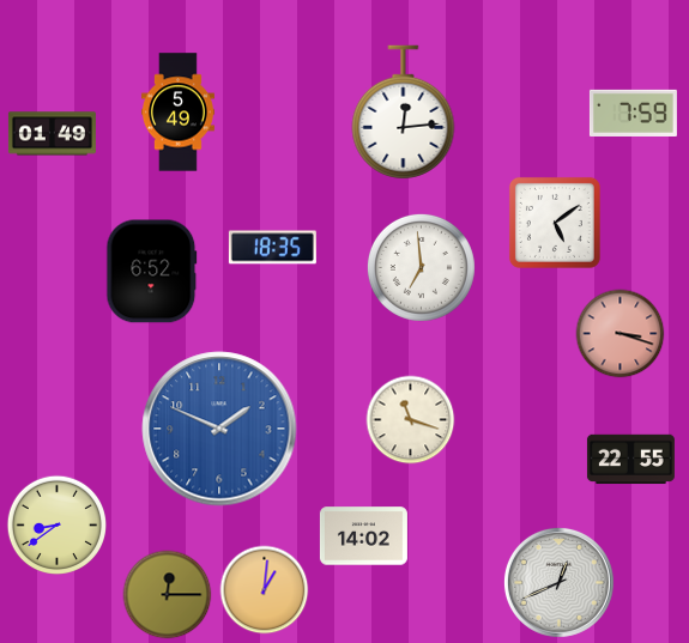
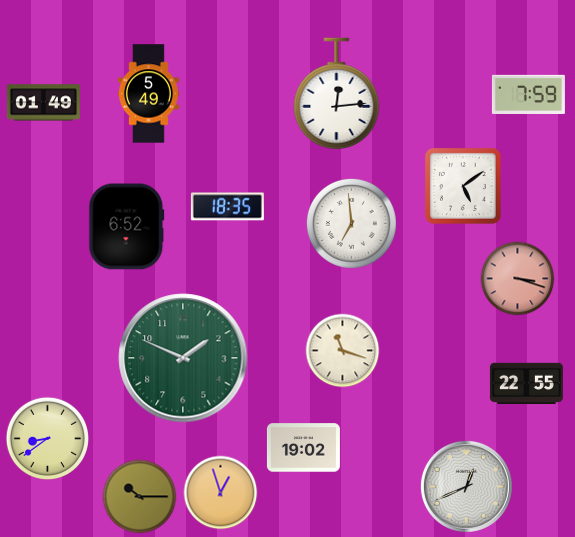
clock at (52, 134) position: (52, 134) -> (43, 103)
clock at (219, 429) dial: blue -> green
clock at (363, 536): 14:02 -> 19:02
clock at (265, 590): 1:01 -> 12:57
clock at (168, 595): 12:15 -> 10:15
